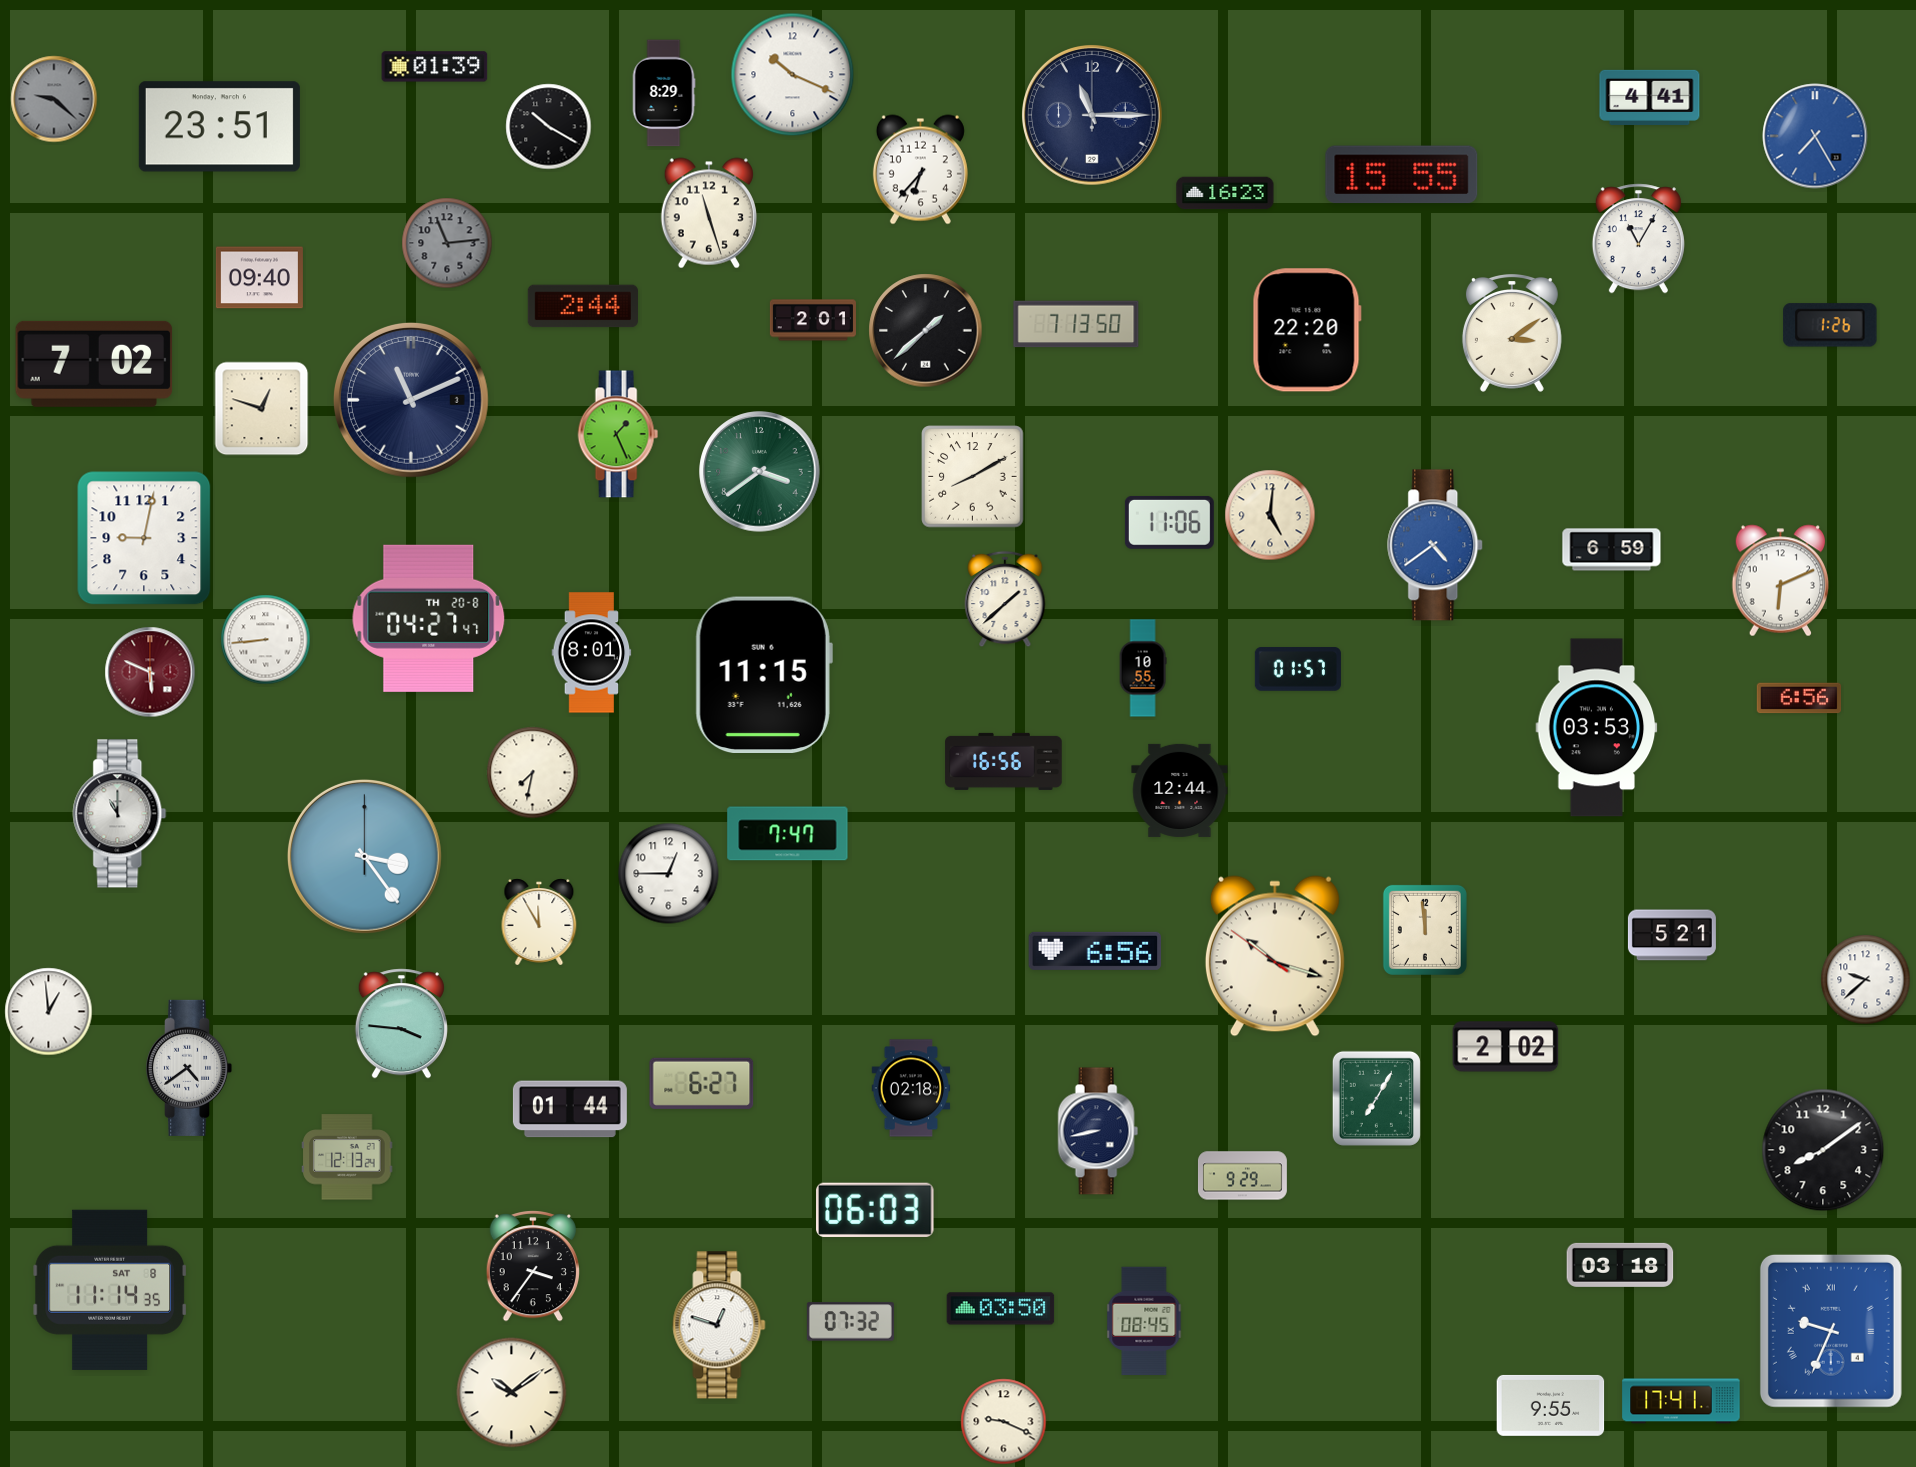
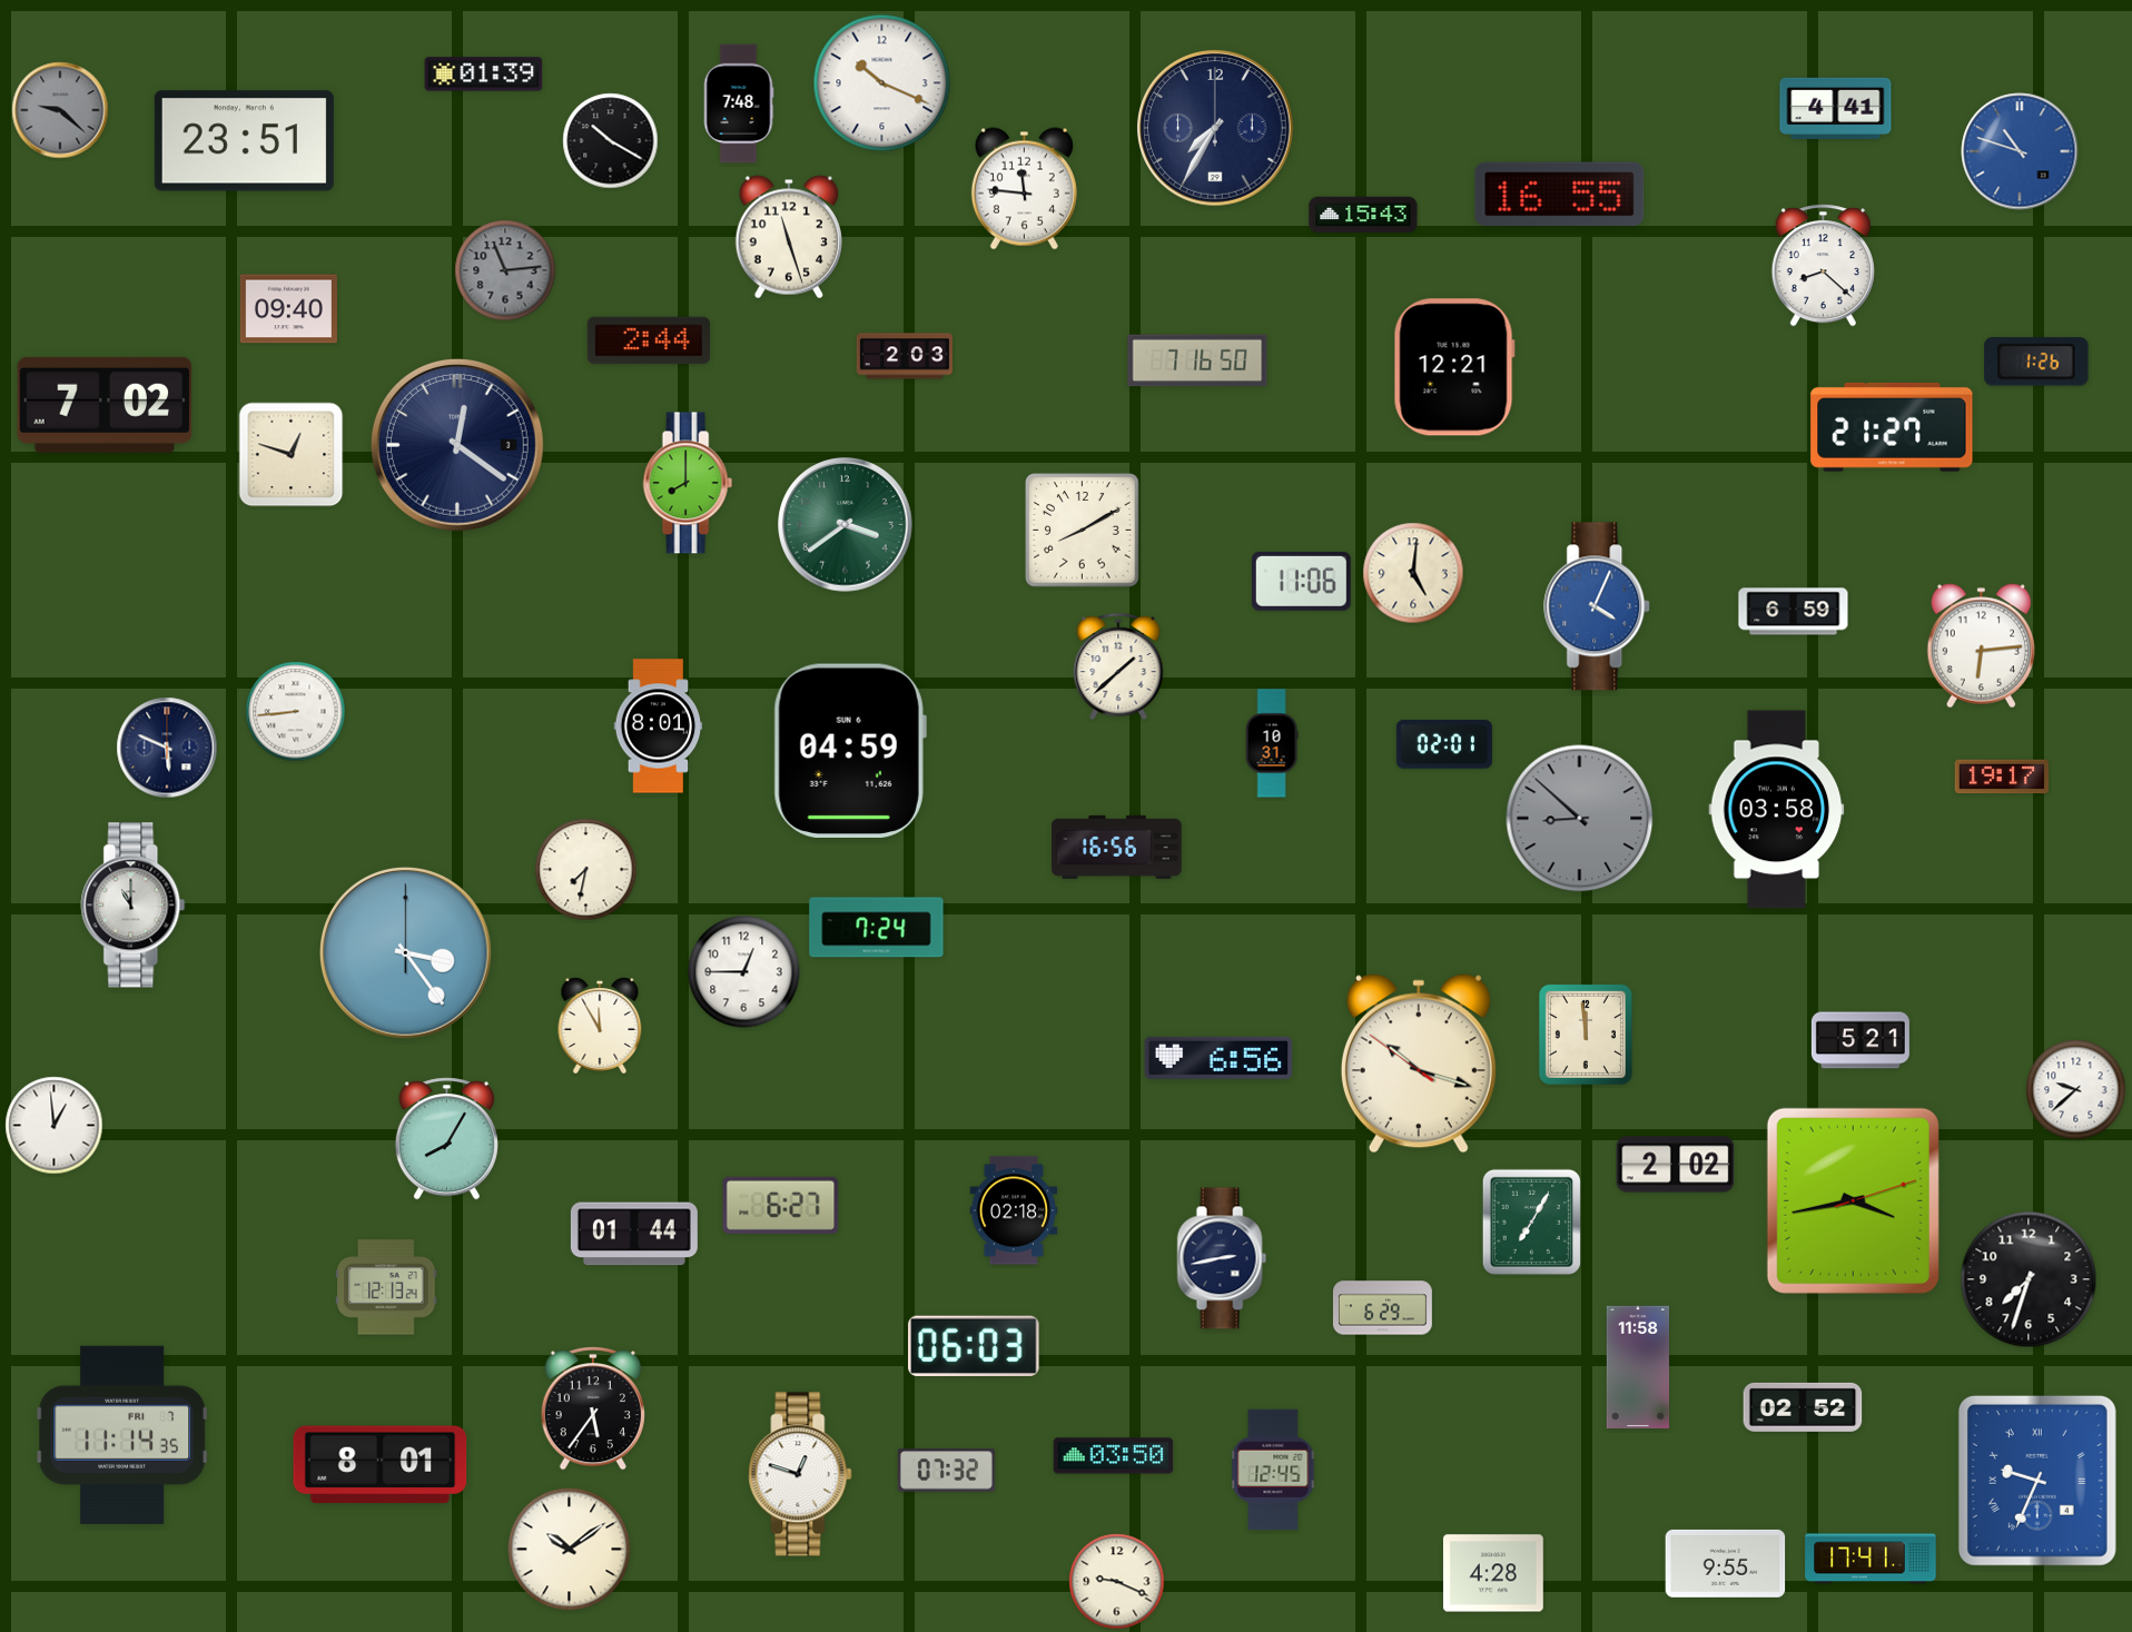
clock at (664, 93): 8:29 -> 7:48
clock at (1093, 116): 11:15 -> 7:35
clock at (1815, 136): 7:25 -> 10:48
clock at (920, 170): 6:37 -> 11:46
clock at (1402, 175): 15:55 -> 16:55
clock at (1225, 193): 16:23 -> 15:43
clock at (1638, 239): 11:05 -> 8:22
clock at (447, 243) position: (447, 243) -> (505, 270)
clock at (813, 320): 2:01 -> 2:03
clock at (1076, 324): 7:13 -> 7:16
clock at (1307, 330): 22:20 -> 12:21
clock at (926, 331): 1:38 -> none
clock at (1512, 333): 3:09 -> none
clock at (1892, 427): none -> 21:27
clock at (411, 400): 11:11 -> 12:21
clock at (618, 434): 1:26 -> 8:00
clock at (144, 538): 9:02 -> none
clock at (1436, 545): 4:39 -> 4:04
clock at (1781, 581): 6:11 -> 6:14
clock at (429, 618): 04:27 -> none
clock at (1143, 668): 10:55 -> 10:31
clock at (1298, 669): 01:57 -> 02:01
clock at (150, 672) dial: burgundy -> navy
clock at (764, 674): 11:15 -> 04:59
clock at (1799, 698): 6:56 -> 19:17
clock at (1597, 728): 03:53 -> 03:58
clock at (1580, 819): none -> 8:52
clock at (533, 773) position: (533, 773) -> (586, 870)
clock at (1180, 790): 12:44 -> none
clock at (788, 834): 7:47 -> 7:24
clock at (401, 1024): 3:46 -> 8:05
clock at (189, 1068): 4:39 -> none
clock at (1853, 1200): none -> 3:43
clock at (1098, 1131): 8:43 -> 2:43
clock at (1823, 1150): 8:09 -> 7:33
clock at (1242, 1176): 9:29 -> 6:29
clock at (1638, 1366): none -> 11:58
clock at (1620, 1265): 03:18 -> 02:52
clock at (533, 1267): 3:36 -> 5:36
clock at (109, 1290) date: SAT 8 -> FRI 7
clock at (381, 1465): none -> 8:01
clock at (1144, 1321): 08:45 -> 12:45
clock at (1493, 1573): none -> 4:28
